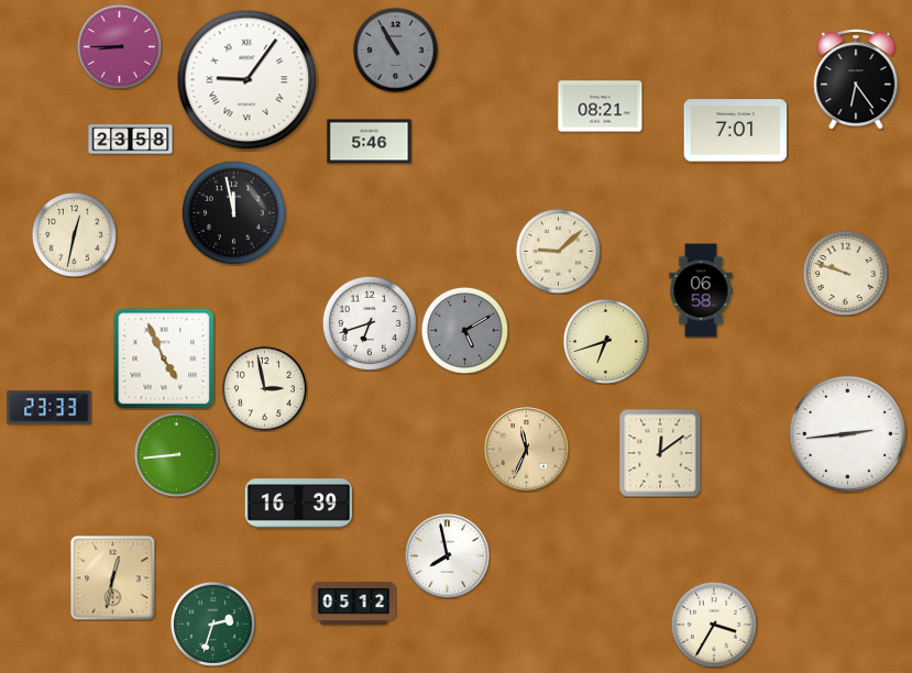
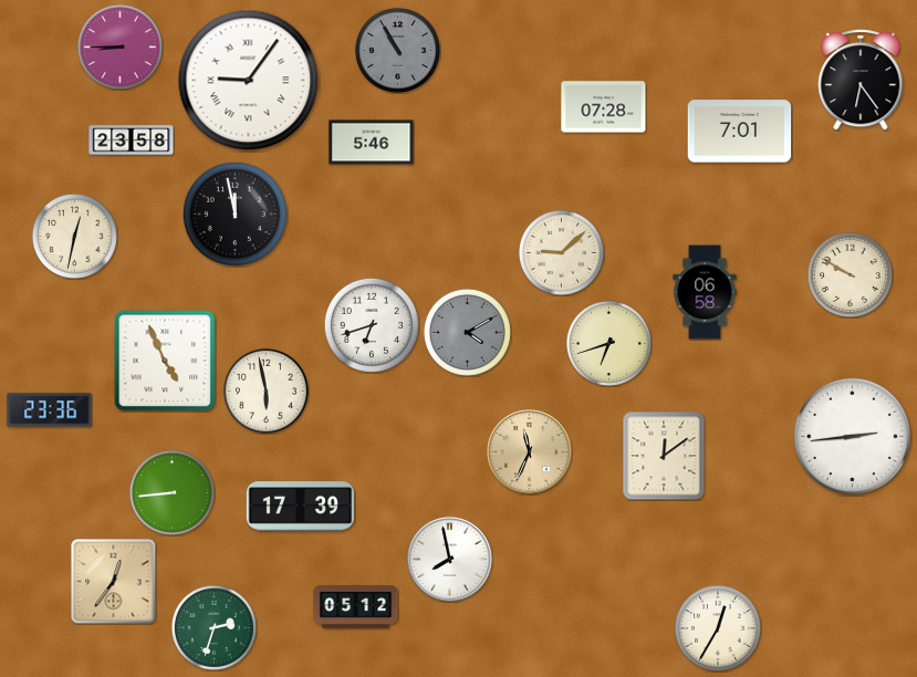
clock at (601, 107): 08:21 -> 07:28
clock at (845, 273): 9:48 -> 9:50
clock at (464, 330): 5:10 -> 4:10
clock at (264, 388): 2:58 -> 5:58
clock at (50, 408): 23:33 -> 23:36
clock at (176, 454) position: (176, 454) -> (171, 492)
clock at (298, 504): 16:39 -> 17:39
clock at (113, 578): 12:32 -> 12:36
clock at (714, 625): 3:35 -> 12:35
